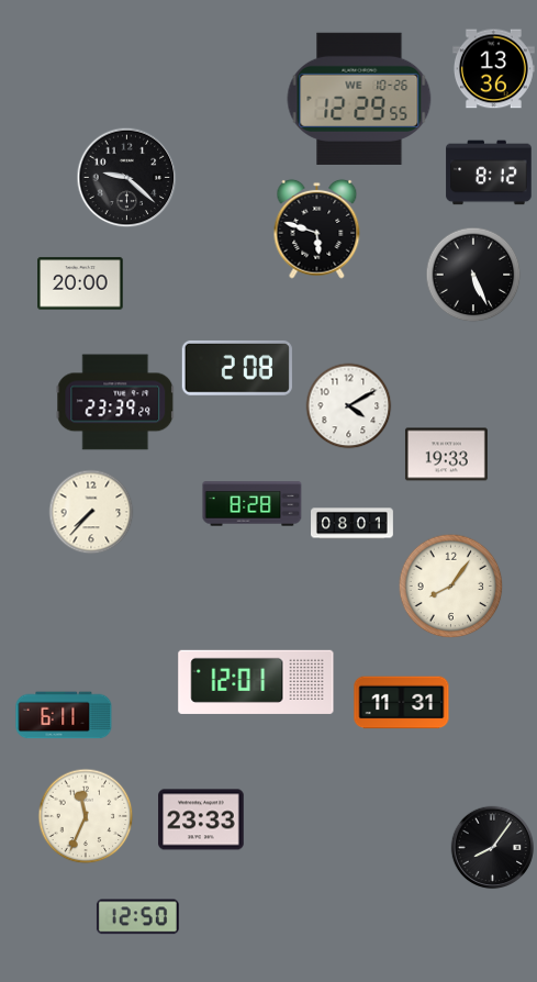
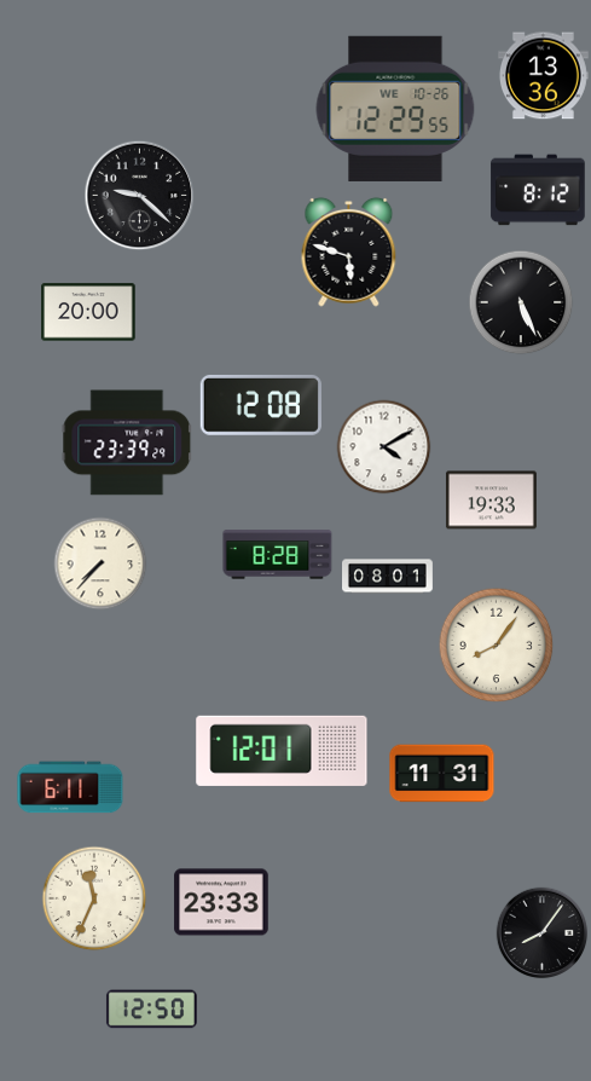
clock at (237, 368): 2:08 -> 12:08
